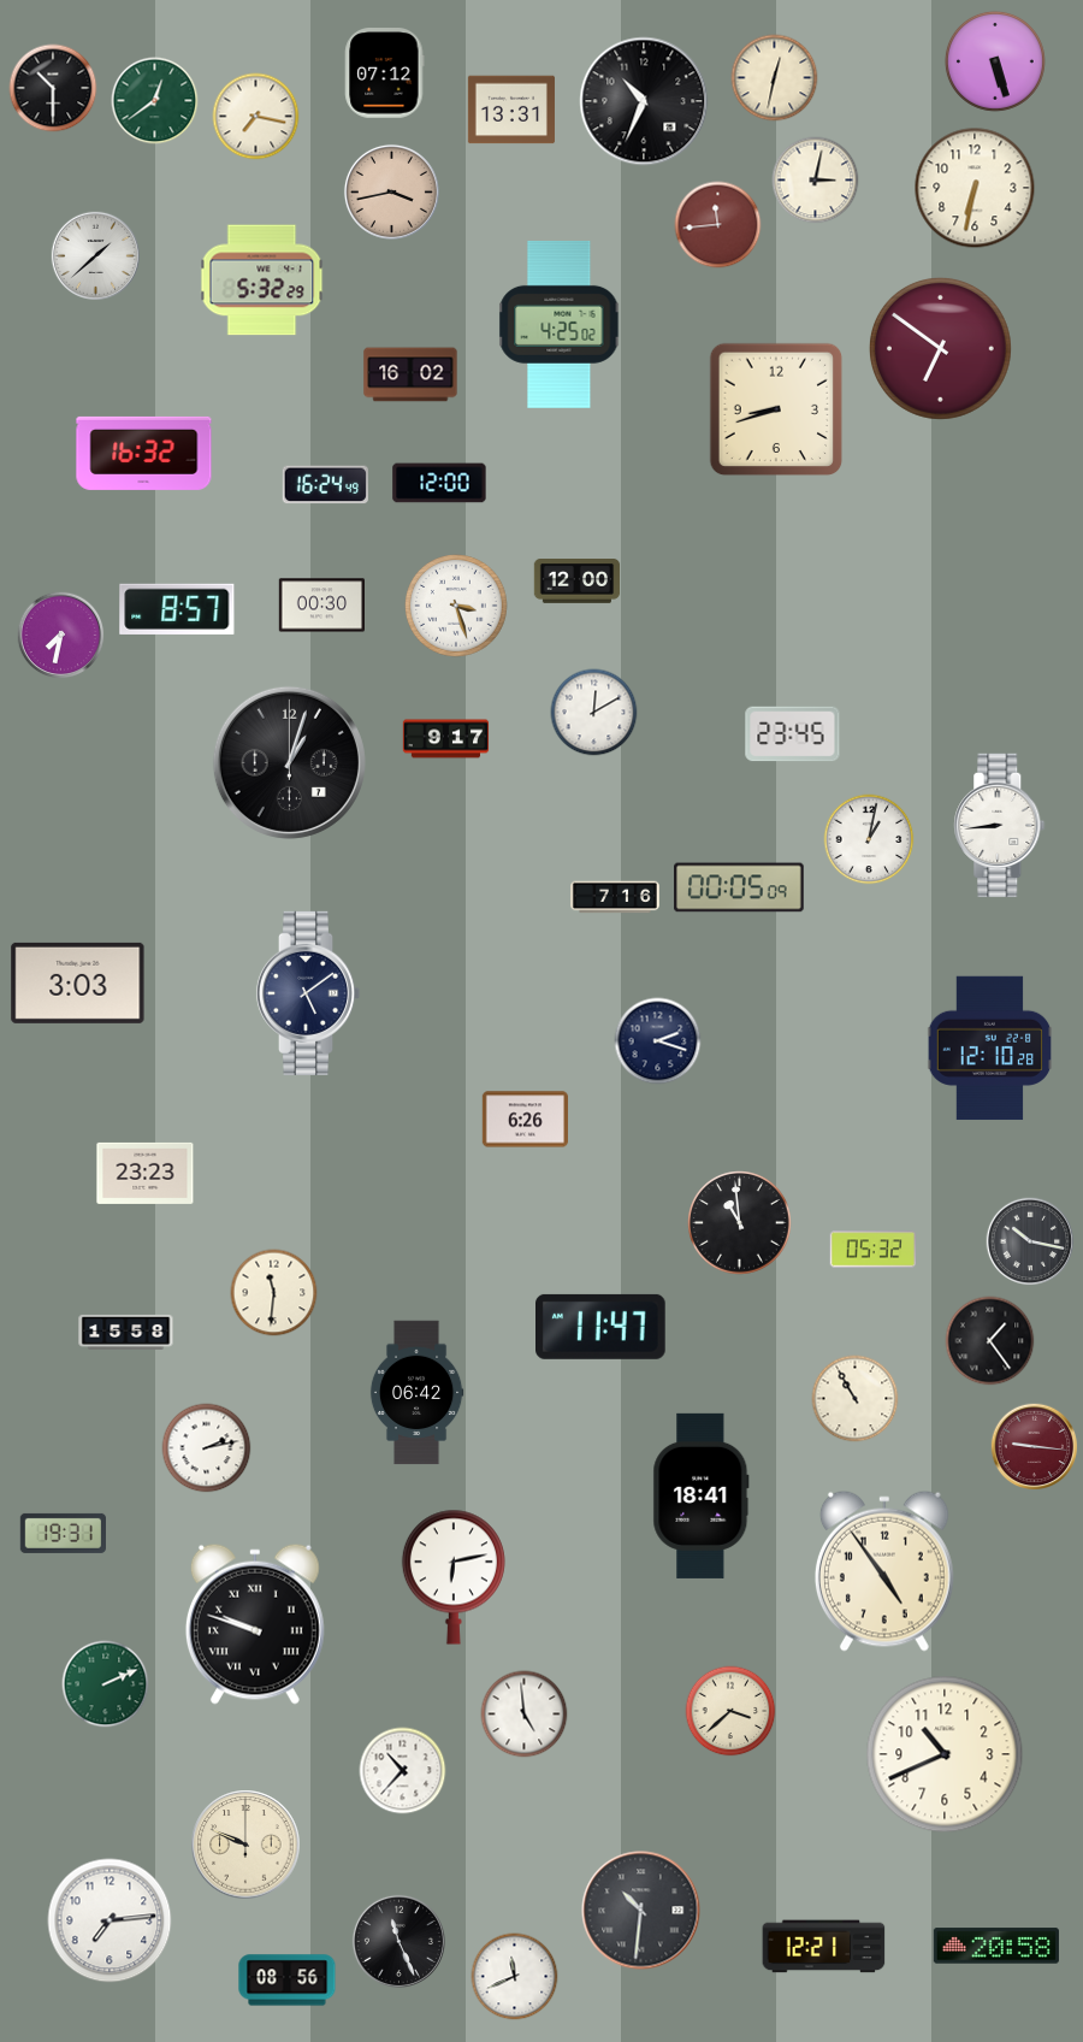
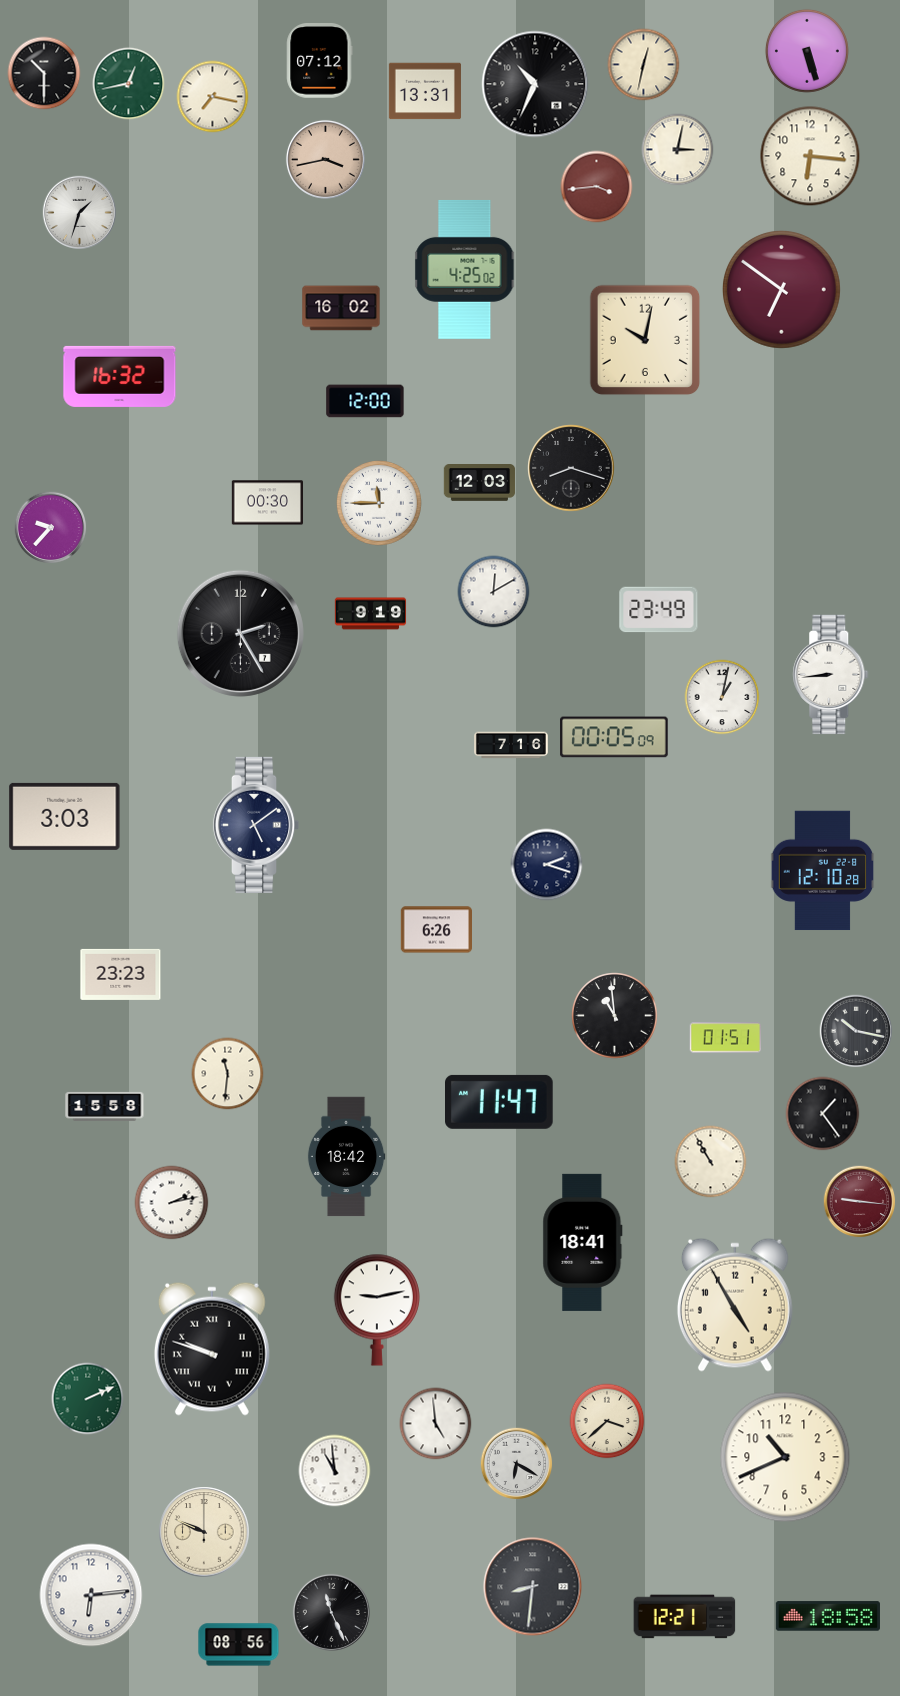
clock at (995, 61) position: (995, 61) -> (807, 51)
clock at (155, 101): 12:39 -> 12:43
clock at (975, 188): 6:32 -> 6:16
clock at (718, 225): 11:44 -> 3:44
clock at (95, 255): 1:38 -> 1:33
clock at (262, 281): 5:32 -> none
clock at (410, 374) position: (410, 374) -> (341, 308)
clock at (776, 409): 8:42 -> 10:02
clock at (325, 485): 16:24 -> none
clock at (571, 468): none -> 8:18
clock at (578, 582): 12:00 -> 12:03
clock at (457, 607): 3:27 -> 11:45
clock at (177, 609): 8:57 -> none
clock at (61, 636): 7:32 -> 9:37
clock at (793, 734): 23:45 -> 23:49
clock at (446, 739): 9:17 -> 9:19
clock at (289, 762): 1:03 -> 2:25
clock at (1000, 826) position: (1000, 826) -> (831, 675)
clock at (872, 1250): 05:32 -> 01:51
clock at (416, 1393): 06:42 -> 18:42
clock at (64, 1533): 19:31 -> none
clock at (884, 1571): 4:54 -> 4:55
clock at (454, 1577): 6:13 -> 9:13
clock at (517, 1464): none -> 6:20
clock at (403, 1771): 10:37 -> 10:59
clock at (641, 1911): 10:31 -> 8:31
clock at (110, 1920): 7:14 -> 6:14
clock at (996, 1946): 20:58 -> 18:58
clock at (515, 1977): 11:41 -> none
